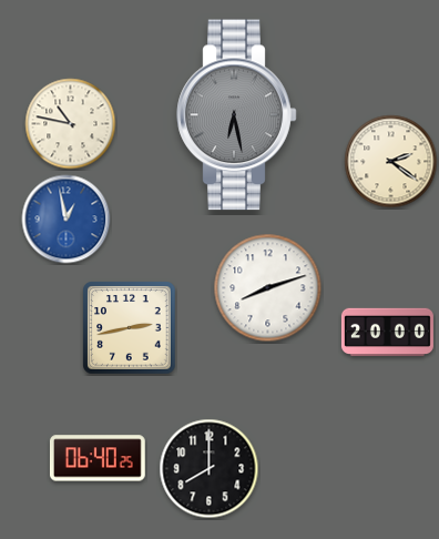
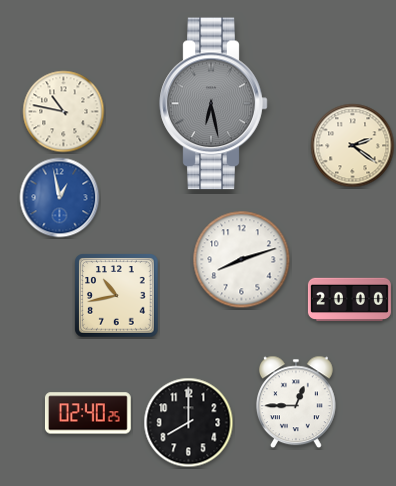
clock at (130, 328): 2:43 -> 10:43
clock at (296, 402): none -> 12:45
clock at (98, 458): 06:40 -> 02:40
